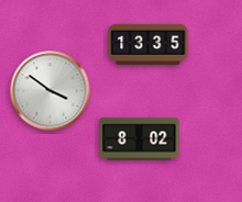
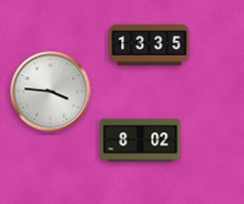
clock at (51, 91): 3:51 -> 3:46
